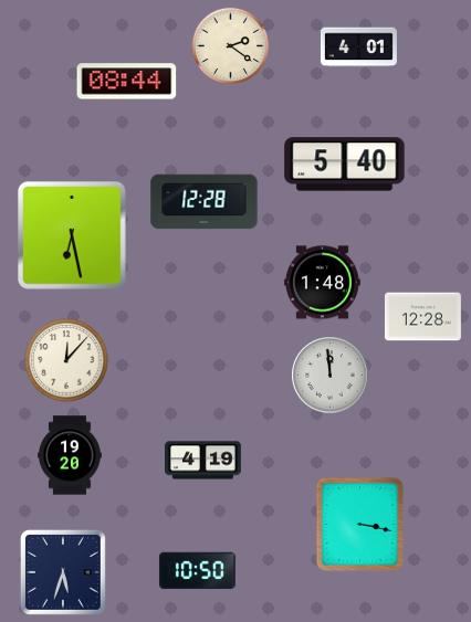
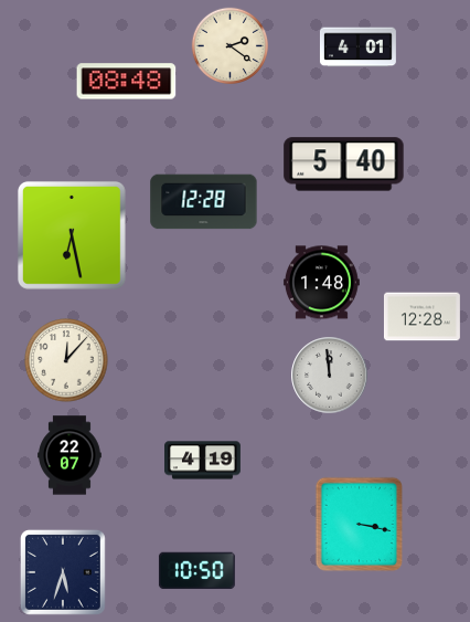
clock at (127, 82): 08:44 -> 08:48
clock at (70, 455): 19:20 -> 22:07
